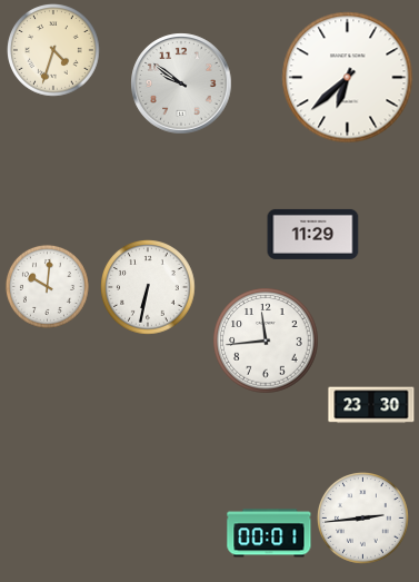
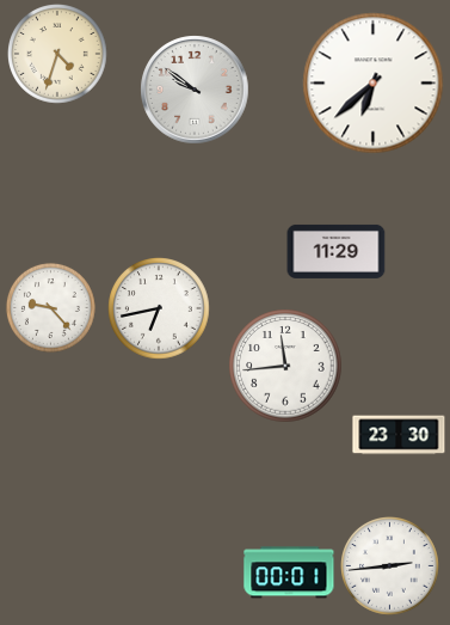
clock at (47, 286): 10:01 -> 9:23
clock at (148, 287): 6:32 -> 6:43
clock at (363, 519) position: (363, 519) -> (390, 566)
